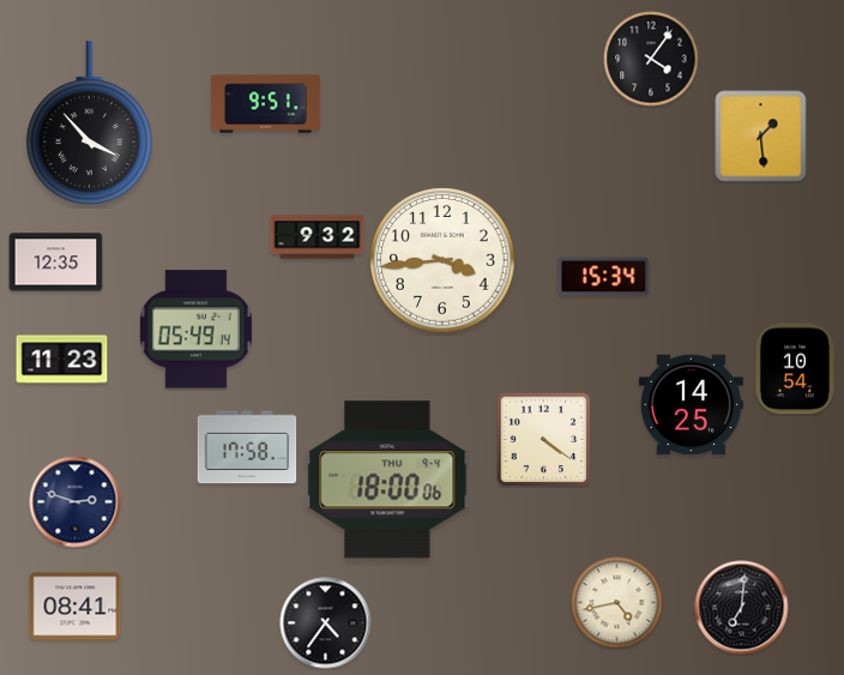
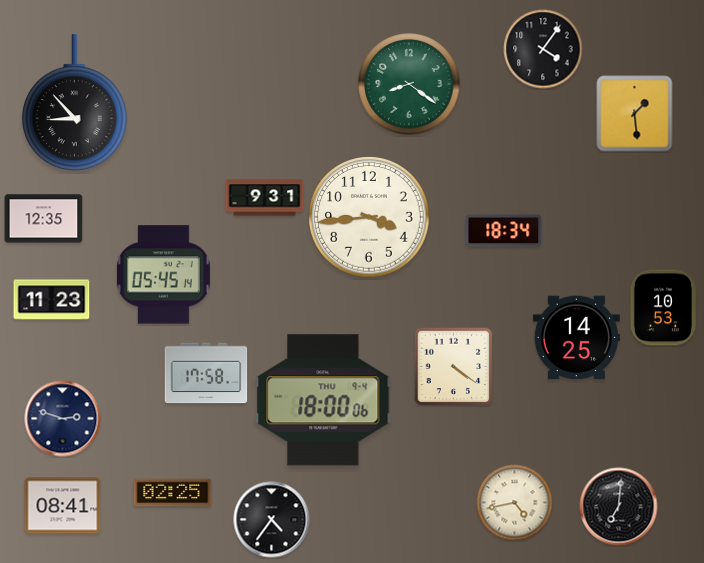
clock at (409, 84): none -> 8:21
clock at (266, 104): 9:51 -> none
clock at (89, 122): 3:53 -> 8:53
clock at (318, 237): 9:32 -> 9:31
clock at (56, 263) position: (56, 263) -> (44, 219)
clock at (604, 277): 15:34 -> 18:34
clock at (195, 330): 05:49 -> 05:45
clock at (795, 369): 10:54 -> 10:53
clock at (173, 493): none -> 02:25
